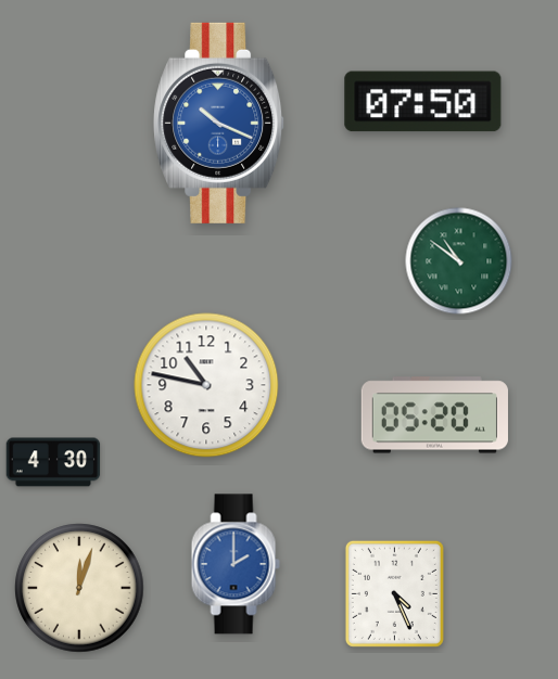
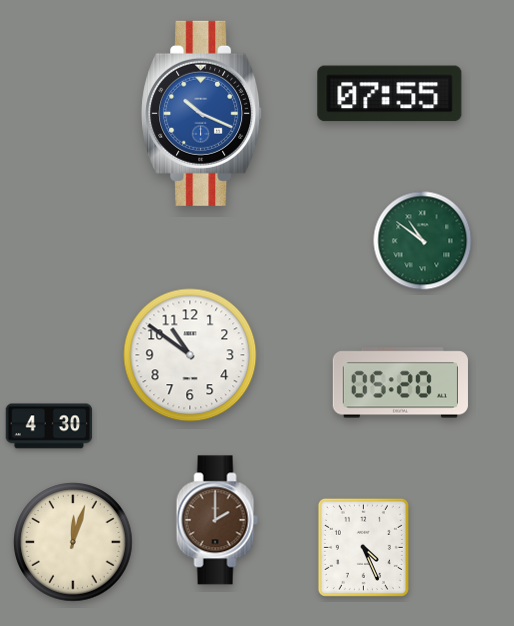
clock at (423, 102): 07:50 -> 07:55
clock at (206, 385): 10:47 -> 10:51
clock at (236, 564) dial: blue -> brown
